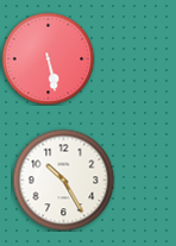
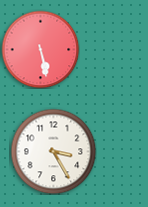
clock at (63, 179): 10:25 -> 3:25
